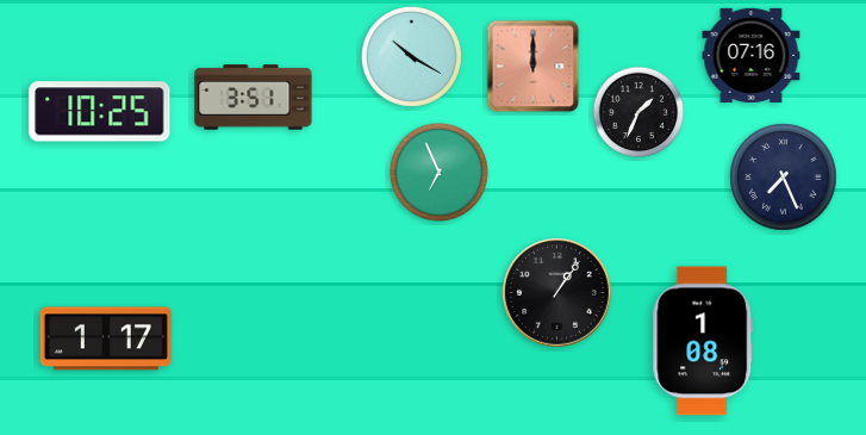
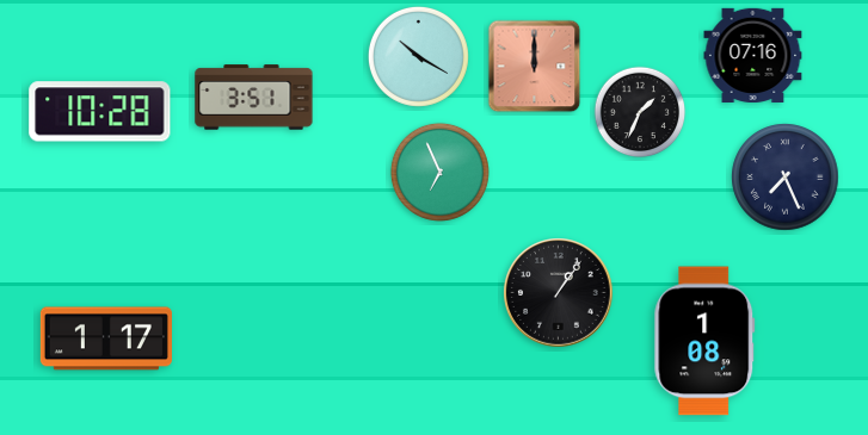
clock at (411, 56) position: (411, 56) -> (418, 56)
clock at (100, 112): 10:25 -> 10:28
